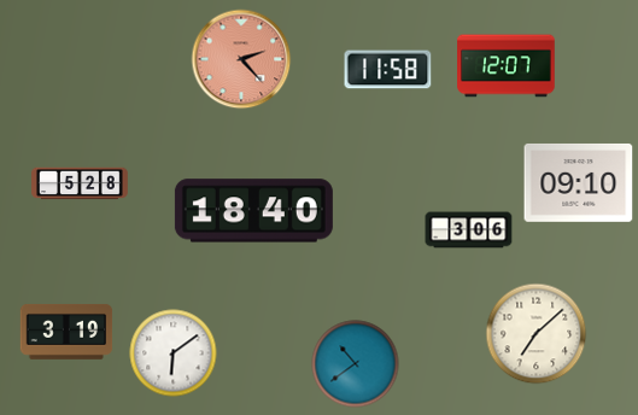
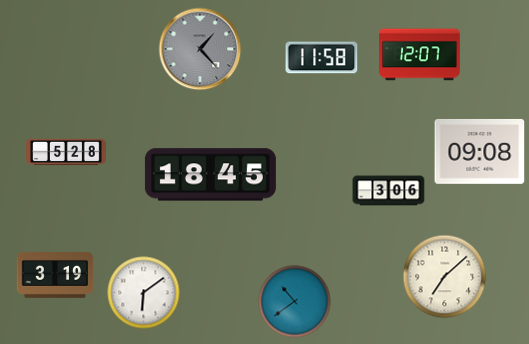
clock at (241, 59): 2:23 -> 1:23
clock at (241, 59) dial: salmon -> grey
clock at (579, 182): 09:10 -> 09:08
clock at (253, 211): 18:40 -> 18:45
